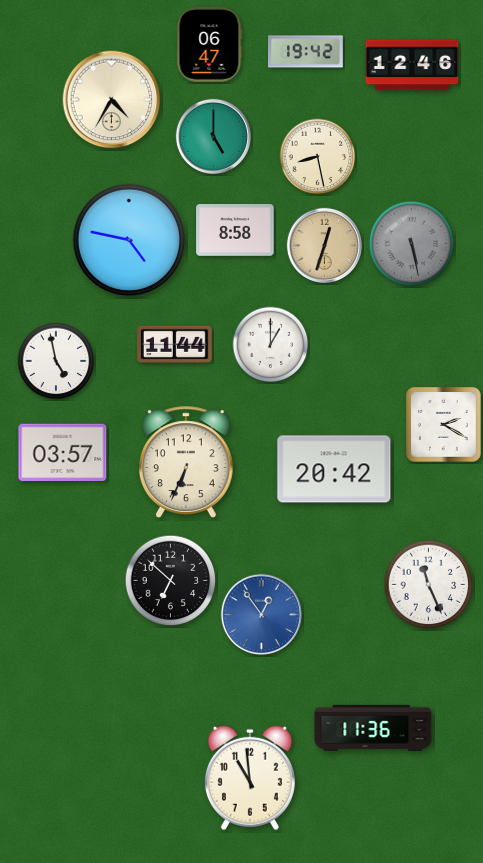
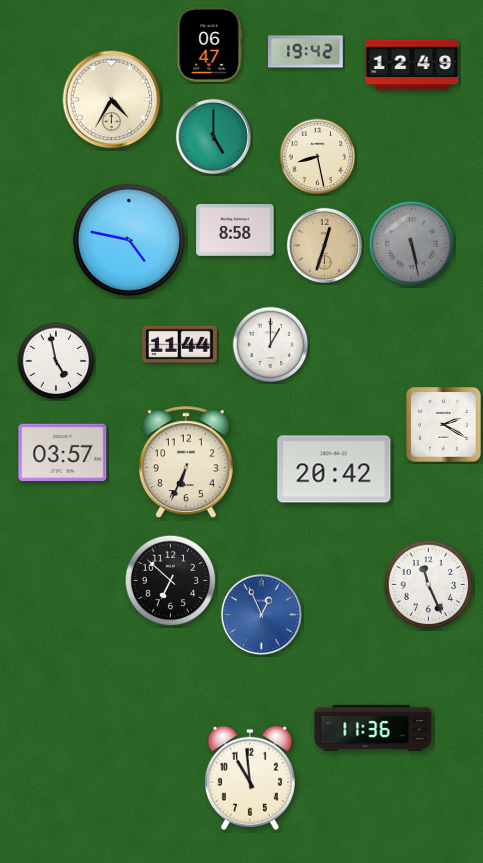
clock at (412, 65): 12:46 -> 12:49
clock at (175, 344) position: (175, 344) -> (180, 344)
clock at (262, 615): 12:54 -> 12:56
